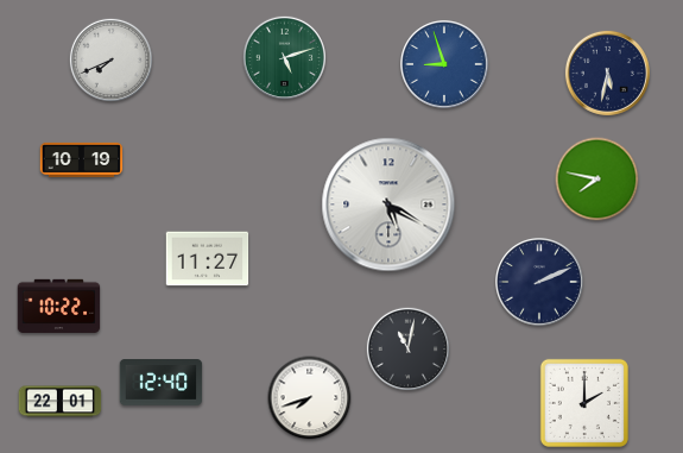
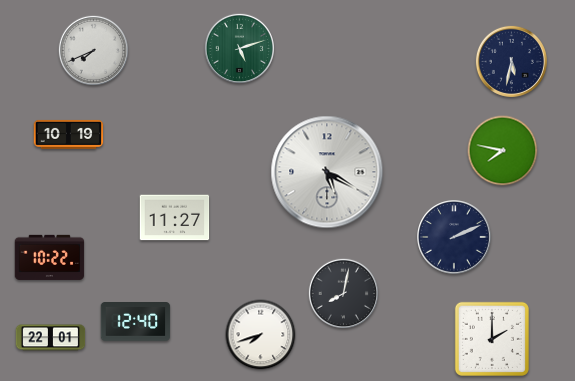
clock at (445, 65): 8:57 -> none
clock at (407, 348): 11:02 -> 8:02
